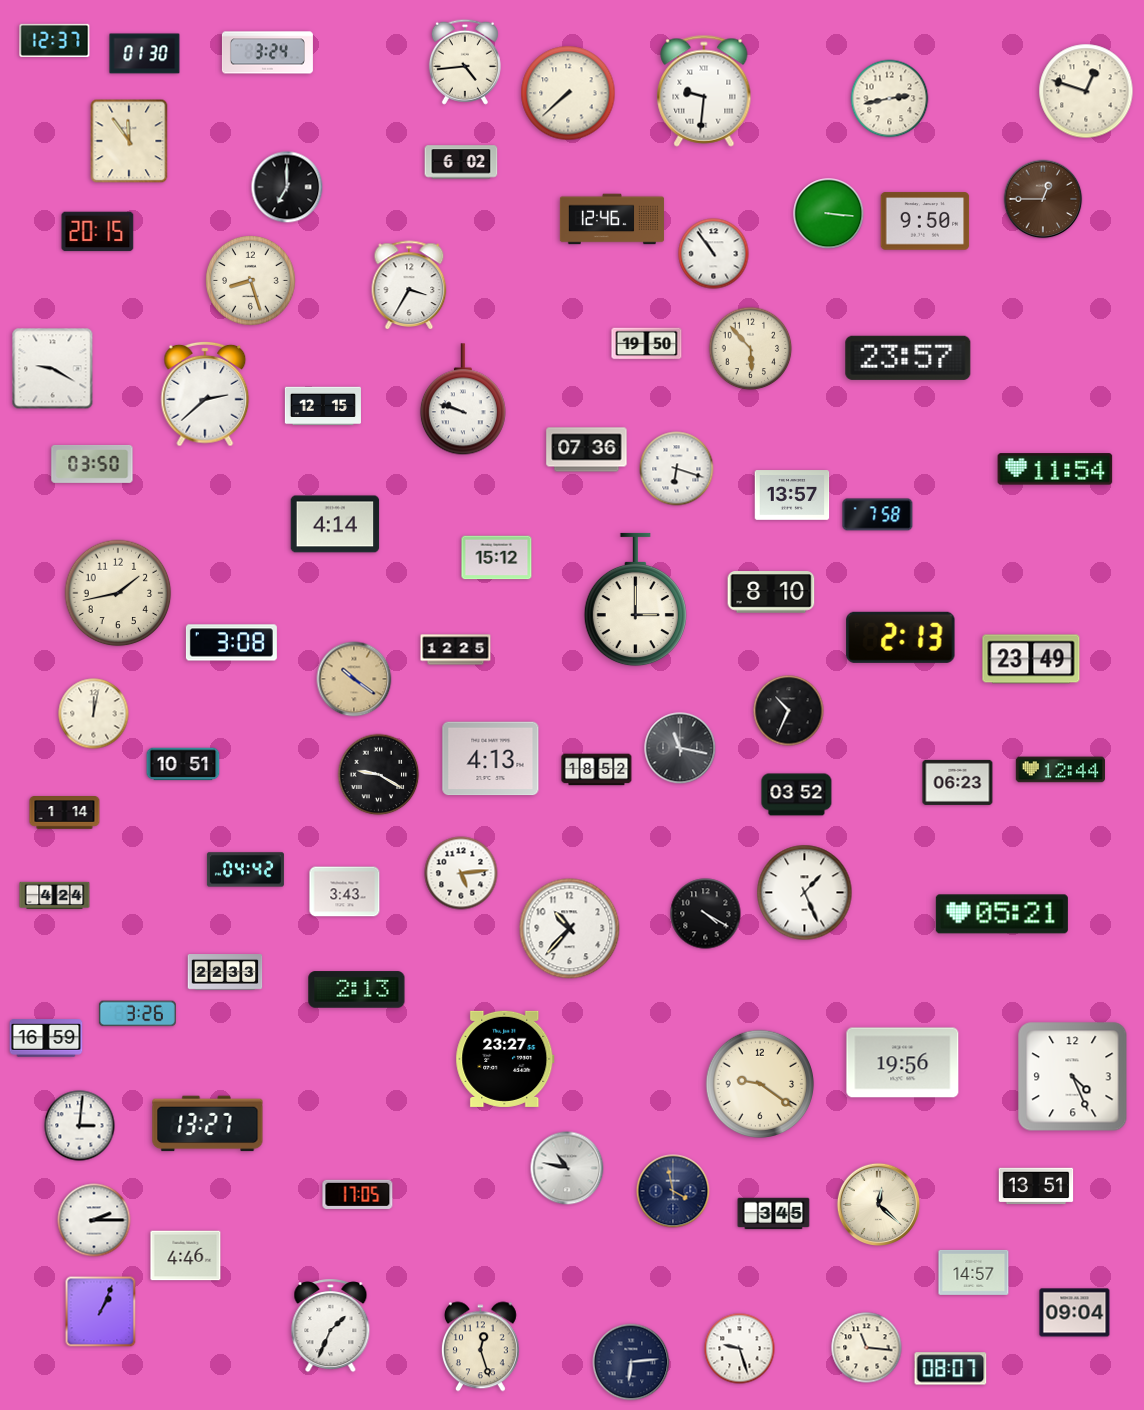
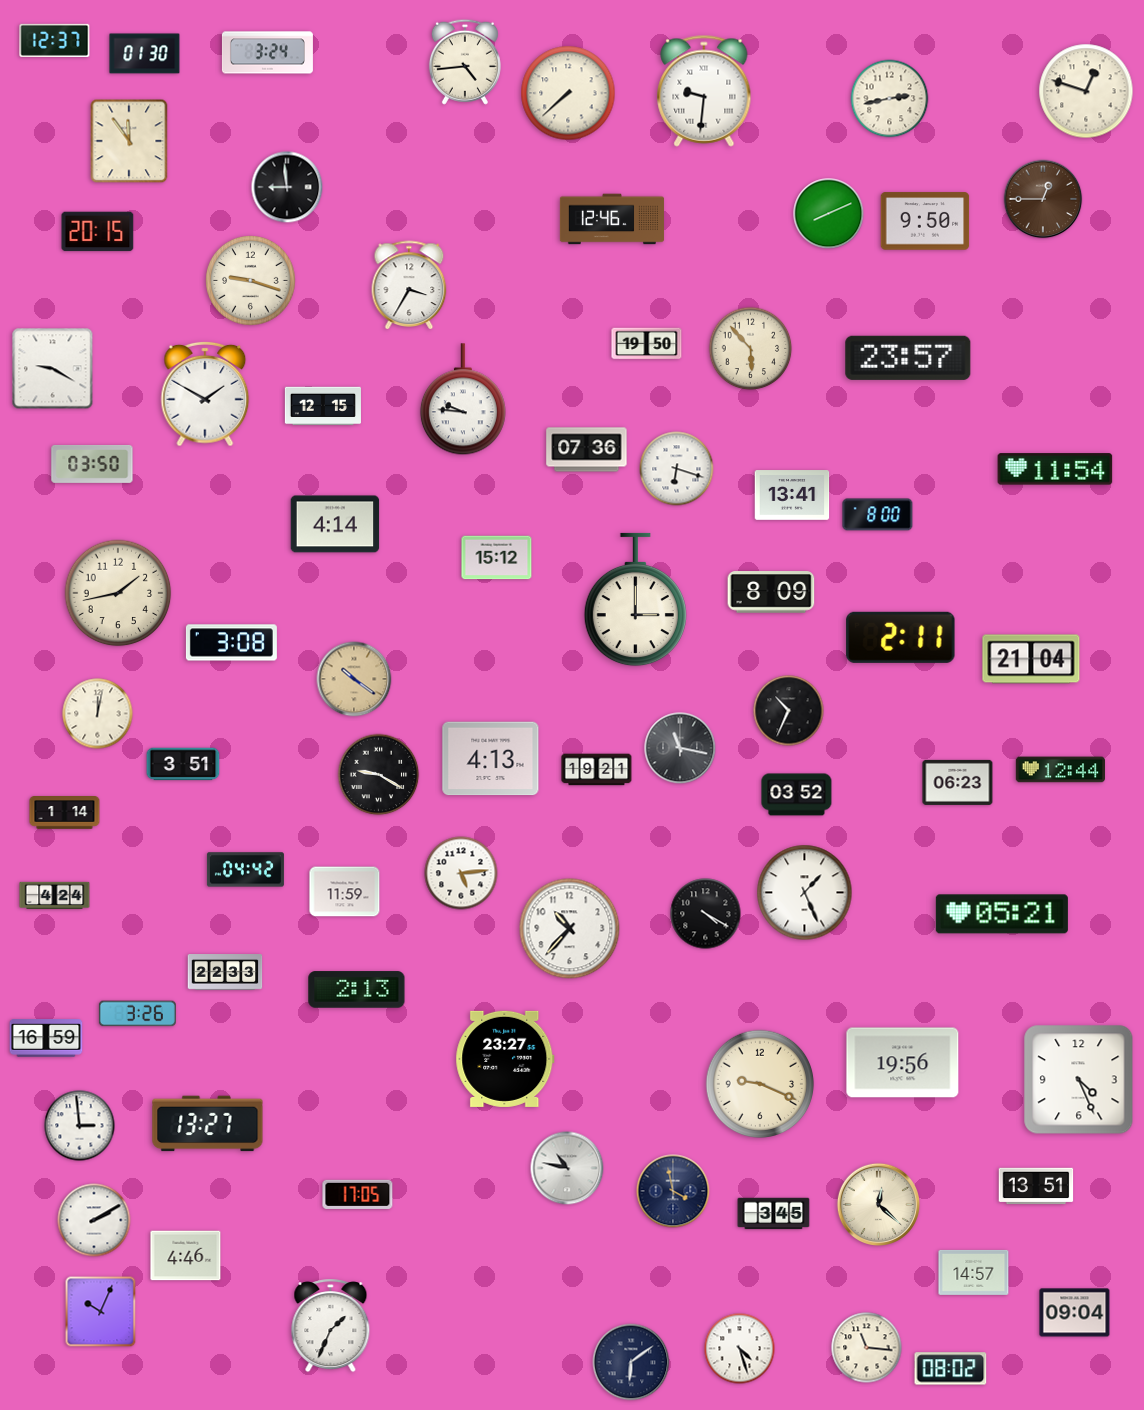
clock at (461, 162): 6:02 -> none
clock at (287, 187): 7:00 -> 8:59
clock at (829, 214): 3:16 -> 8:11
clock at (714, 254): 10:54 -> none
clock at (251, 281): 8:27 -> 9:18
clock at (205, 394): 2:38 -> 1:50
clock at (463, 400): 9:48 -> 9:46
clock at (792, 495): 13:57 -> 13:41
clock at (878, 515): 7:58 -> 8:00
clock at (771, 592): 8:10 -> 8:09
clock at (901, 637): 2:13 -> 2:11
clock at (456, 650): 12:25 -> none
clock at (1031, 659): 23:49 -> 21:04
clock at (94, 714) position: (94, 714) -> (98, 714)
clock at (183, 764): 10:51 -> 3:51
clock at (597, 770): 18:52 -> 19:21
clock at (345, 892): 3:43 -> 11:59
clock at (1073, 1077) position: (1073, 1077) -> (1079, 1080)
clock at (760, 1084): 9:21 -> 9:19
clock at (80, 1126): 3:01 -> 2:59
clock at (94, 1220): 2:15 -> 2:10
clock at (101, 1312): 1:04 -> 10:04
clock at (480, 1347): 12:27 -> none
clock at (740, 1349): 9:27 -> 4:27
clock at (631, 1362): 6:14 -> 6:09
clock at (951, 1369): 08:07 -> 08:02
